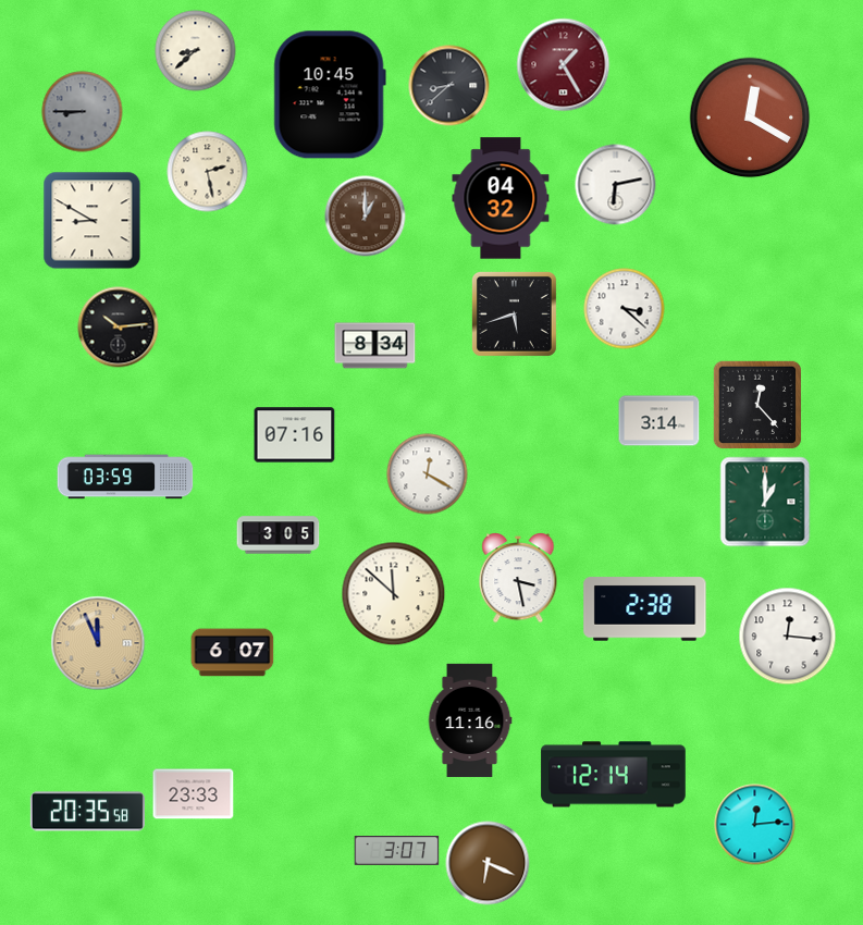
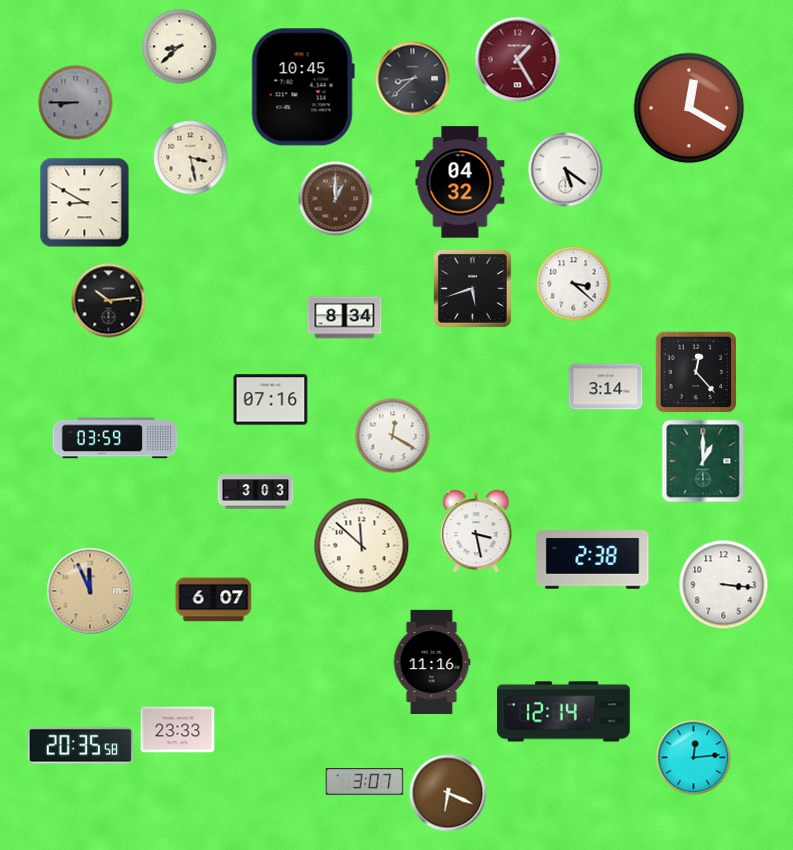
clock at (208, 172): 2:28 -> 3:28
clock at (616, 185): 6:13 -> 5:21
clock at (279, 535): 3:05 -> 3:03
clock at (788, 637): 12:16 -> 3:16
